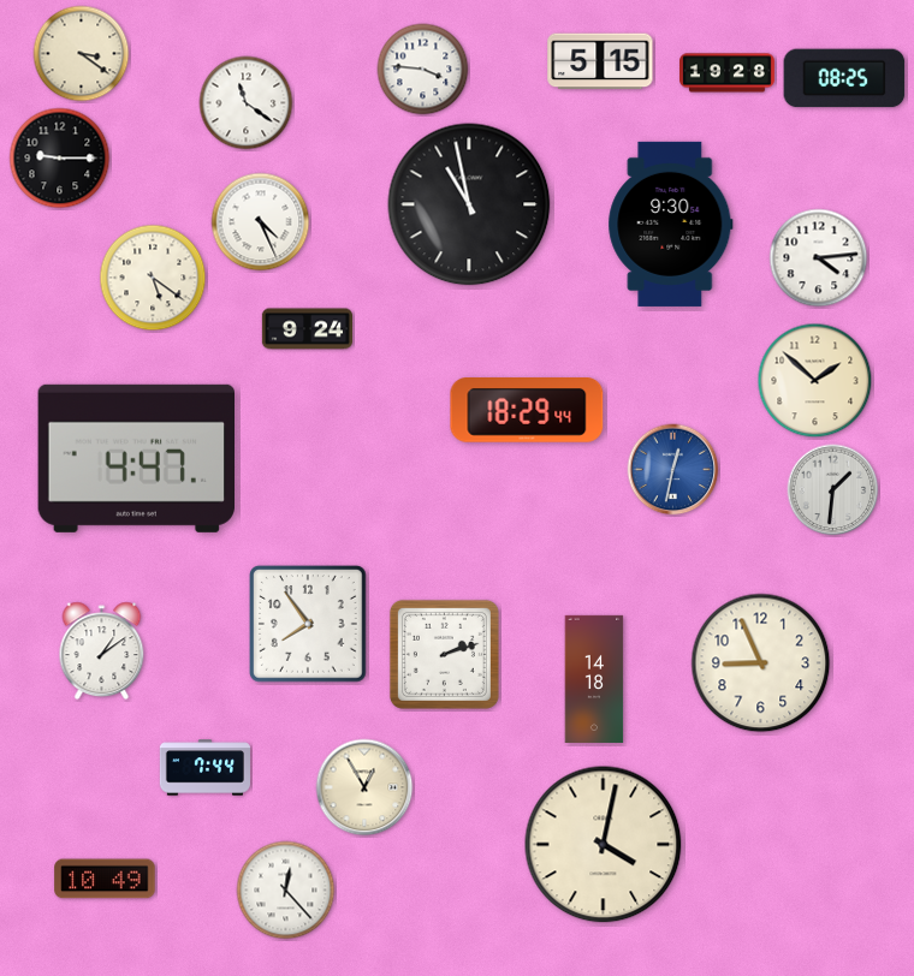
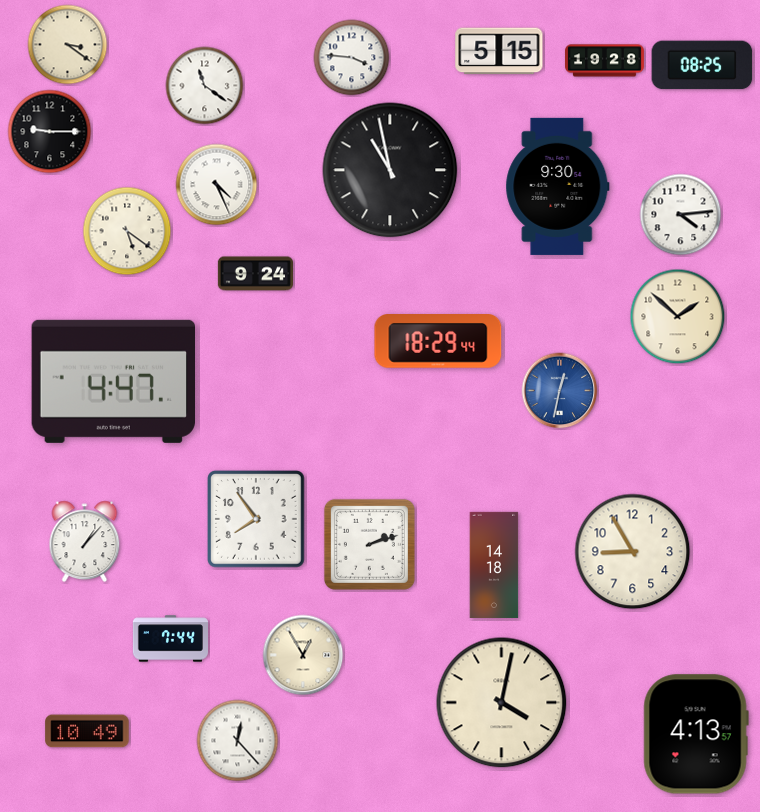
clock at (833, 490): 1:31 -> none
clock at (102, 651): 1:09 -> 1:07
clock at (761, 663): 8:56 -> 8:55
clock at (696, 734): none -> 4:13
